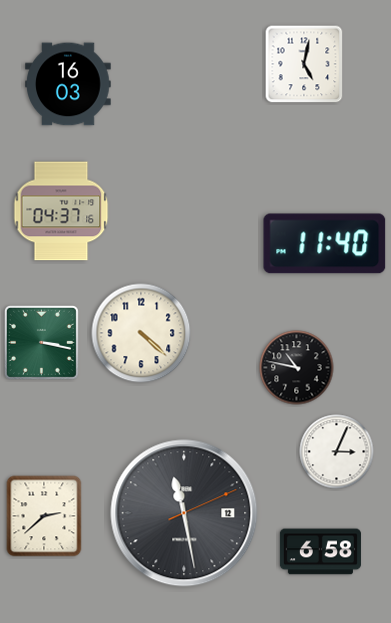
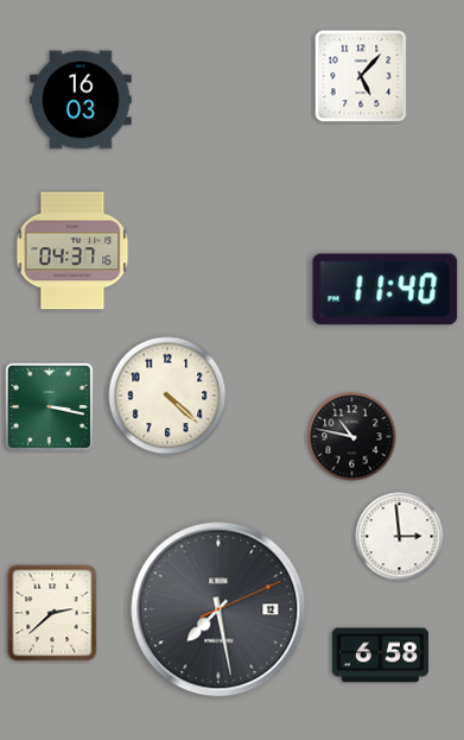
clock at (304, 64): 5:02 -> 5:07
clock at (337, 452): 3:04 -> 2:59
clock at (184, 513): 11:28 -> 7:28
